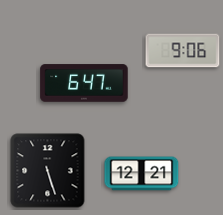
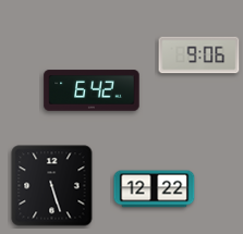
clock at (84, 83): 6:47 -> 6:42
clock at (142, 174): 12:21 -> 12:22
